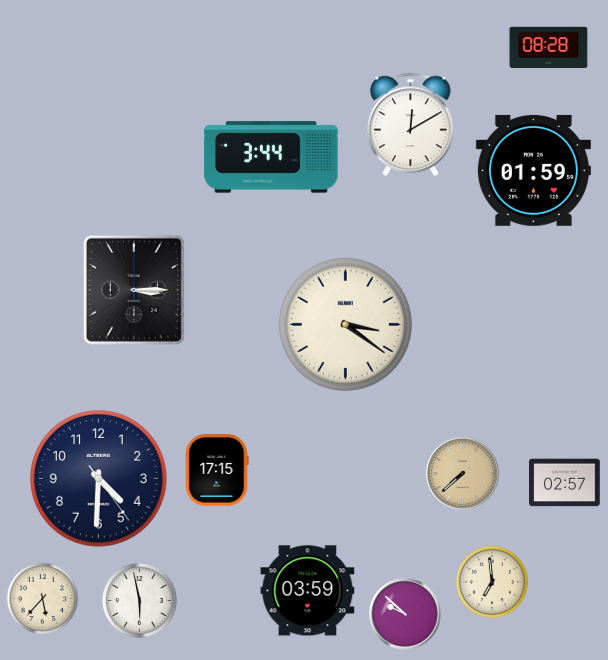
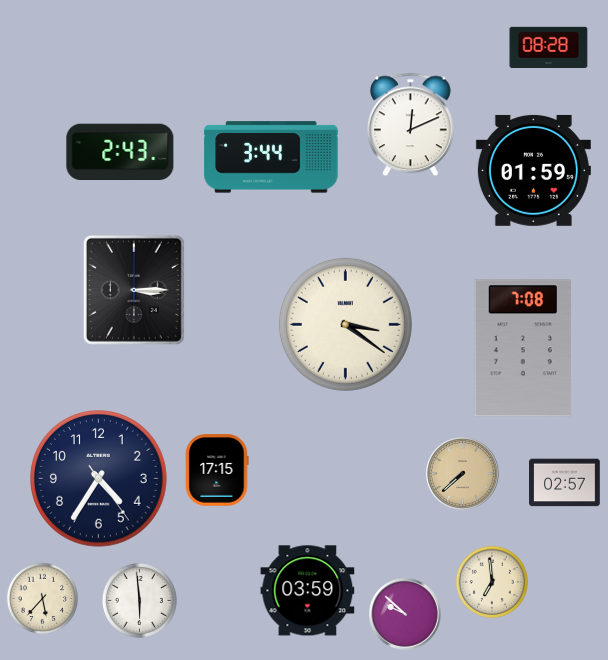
clock at (410, 125): 12:10 -> 12:11
clock at (120, 152): none -> 2:43
clock at (523, 348): none -> 7:08
clock at (99, 479): 4:30 -> 4:35
clock at (139, 600): 5:58 -> 5:59
